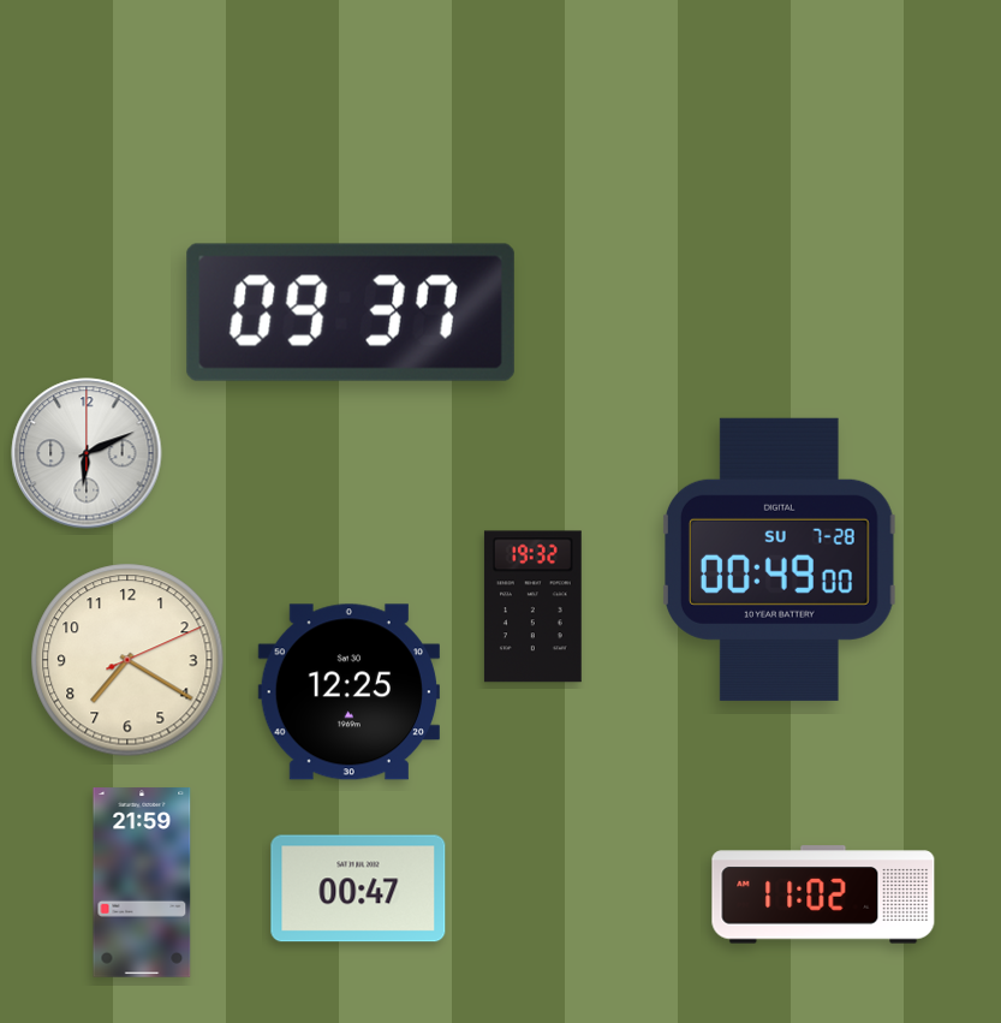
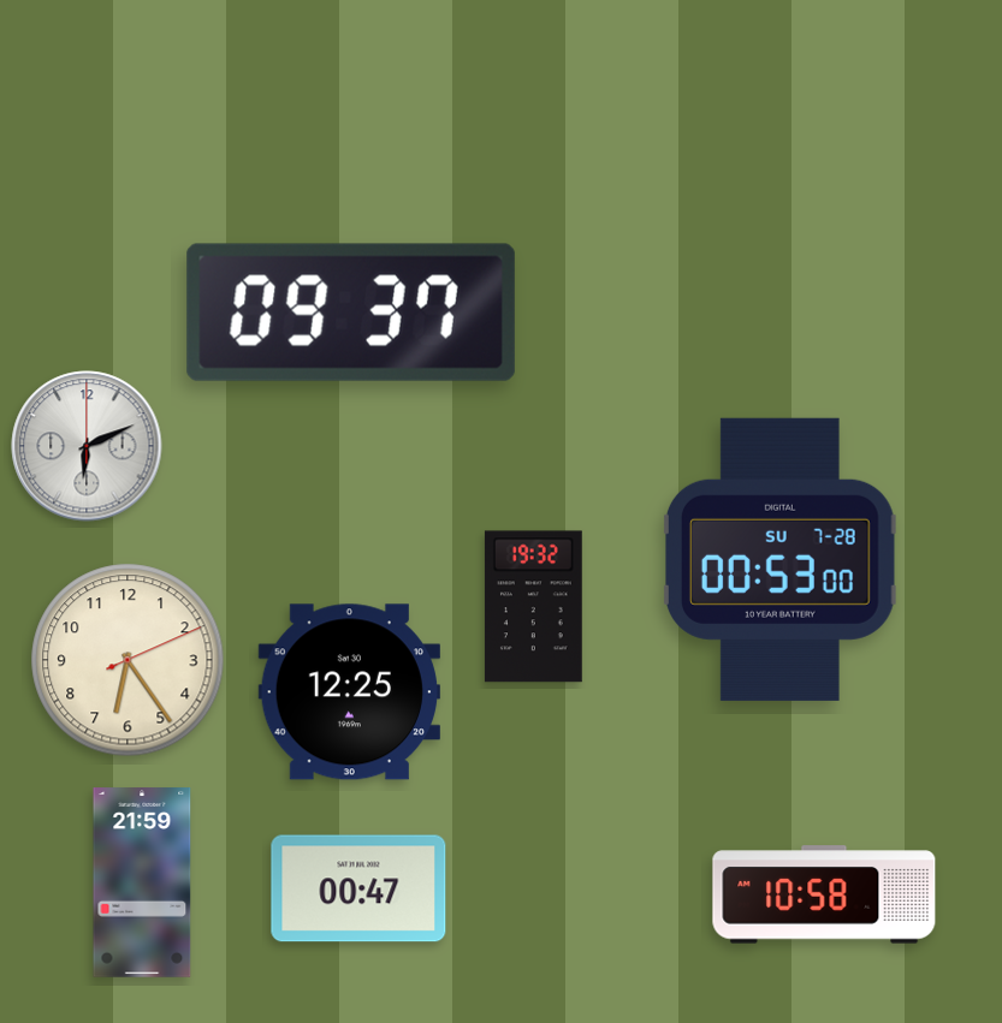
clock at (87, 453) position: (87, 453) -> (87, 446)
clock at (780, 559): 00:49 -> 00:53
clock at (127, 660): 7:20 -> 6:24
clock at (823, 894): 11:02 -> 10:58
